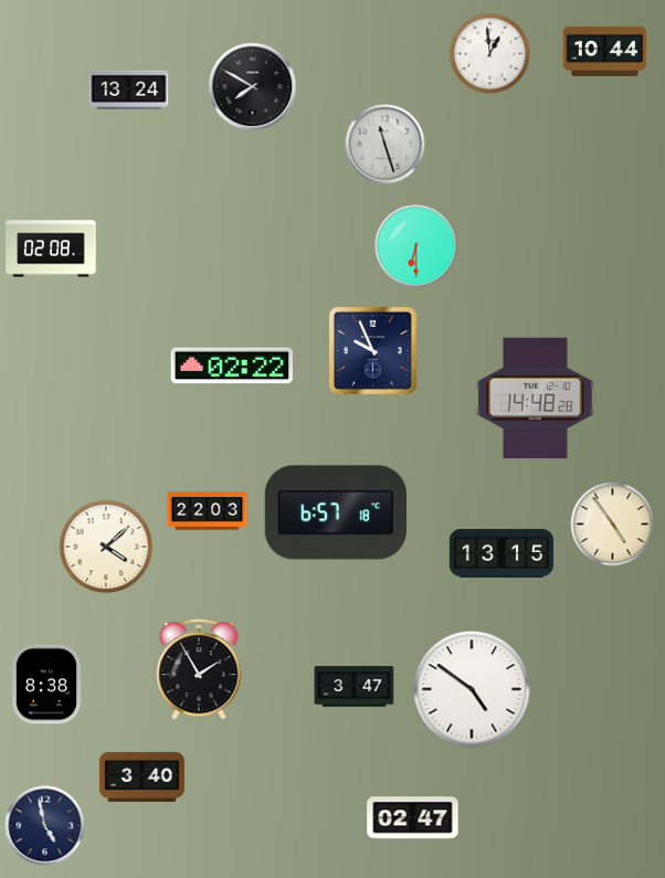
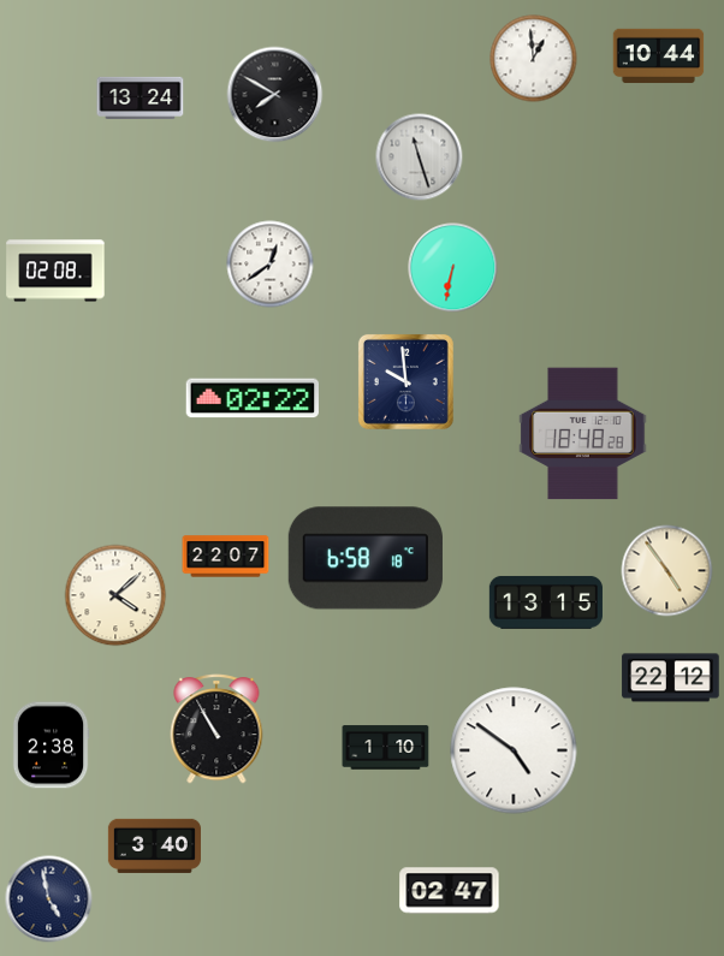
clock at (271, 265): none -> 12:39
clock at (416, 246): 6:30 -> 6:32
clock at (372, 350): 9:56 -> 9:59
clock at (536, 399): 14:48 -> 18:48
clock at (208, 511): 22:03 -> 22:07
clock at (336, 512): 6:57 -> 6:58
clock at (671, 678): none -> 22:12
clock at (199, 670): 1:55 -> 10:55
clock at (46, 685): 8:38 -> 2:38
clock at (355, 687): 3:47 -> 1:10
